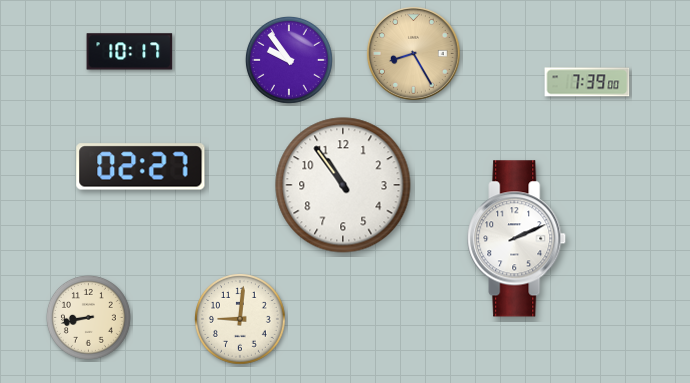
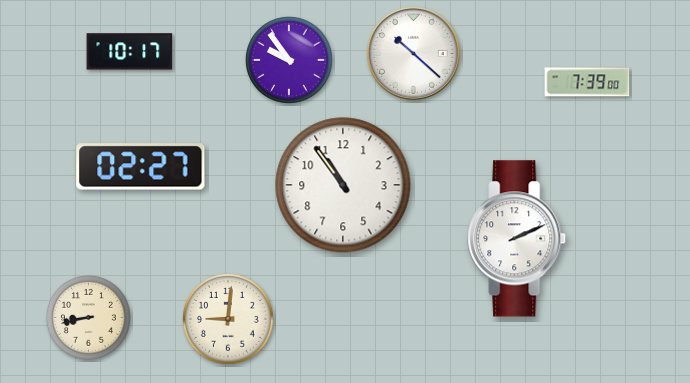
clock at (413, 53): 8:25 -> 10:22
clock at (413, 53) dial: champagne -> white
clock at (241, 320) position: (241, 320) -> (229, 320)
